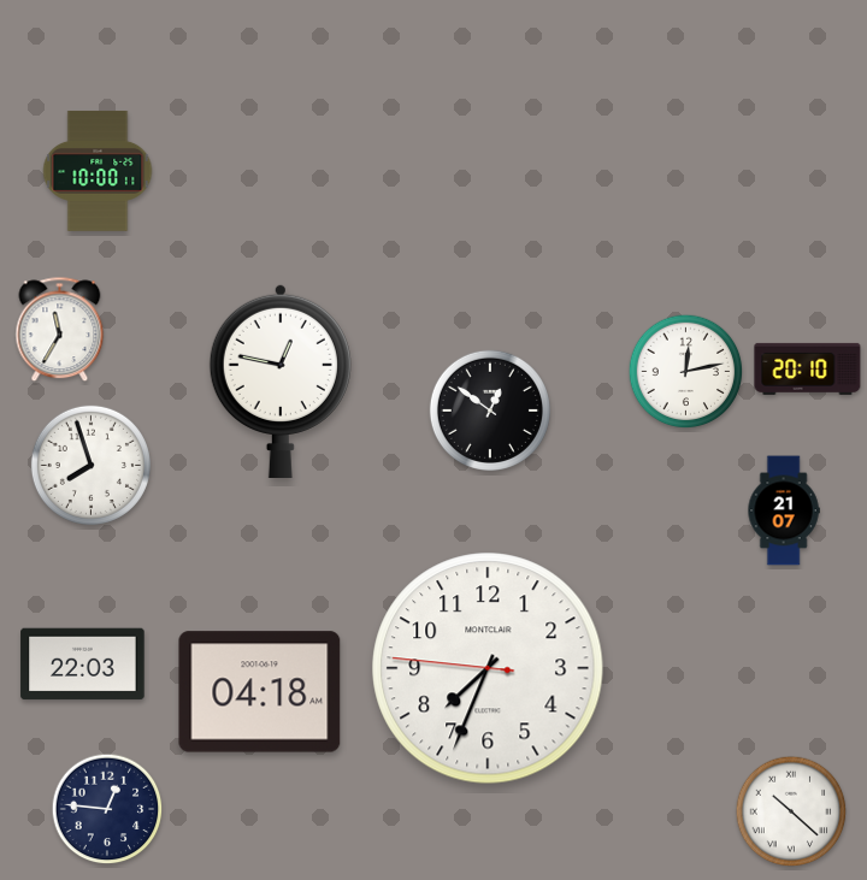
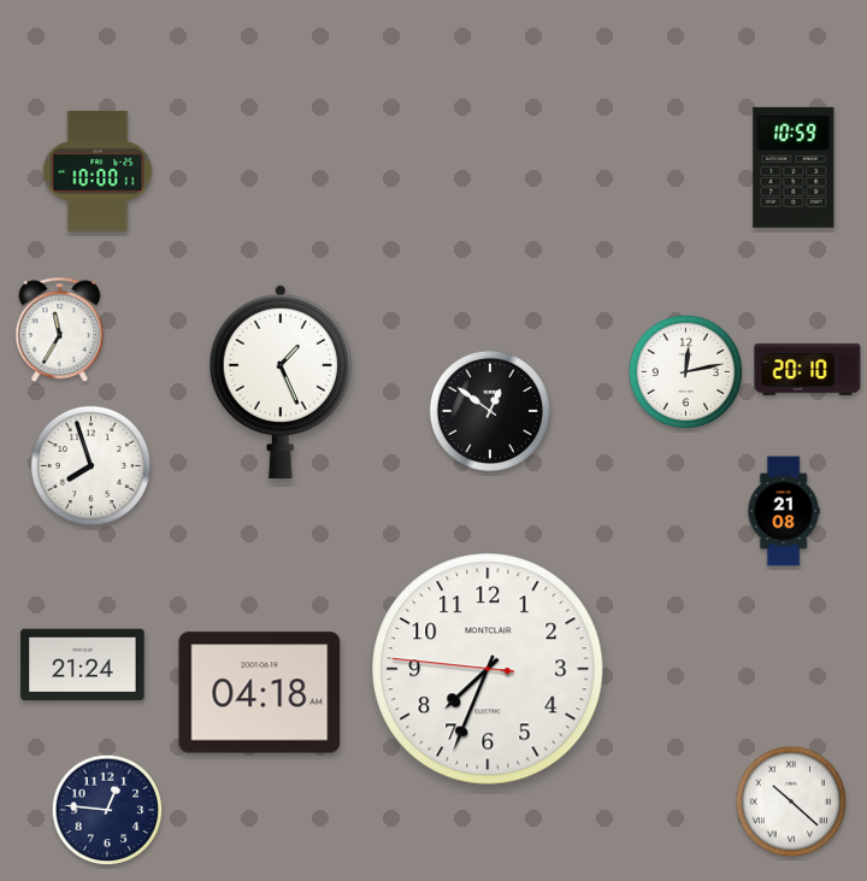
clock at (794, 168): none -> 10:59
clock at (281, 382): 12:47 -> 1:26
clock at (784, 510): 21:07 -> 21:08
clock at (83, 665): 22:03 -> 21:24
clock at (791, 811) position: (791, 811) -> (791, 801)
